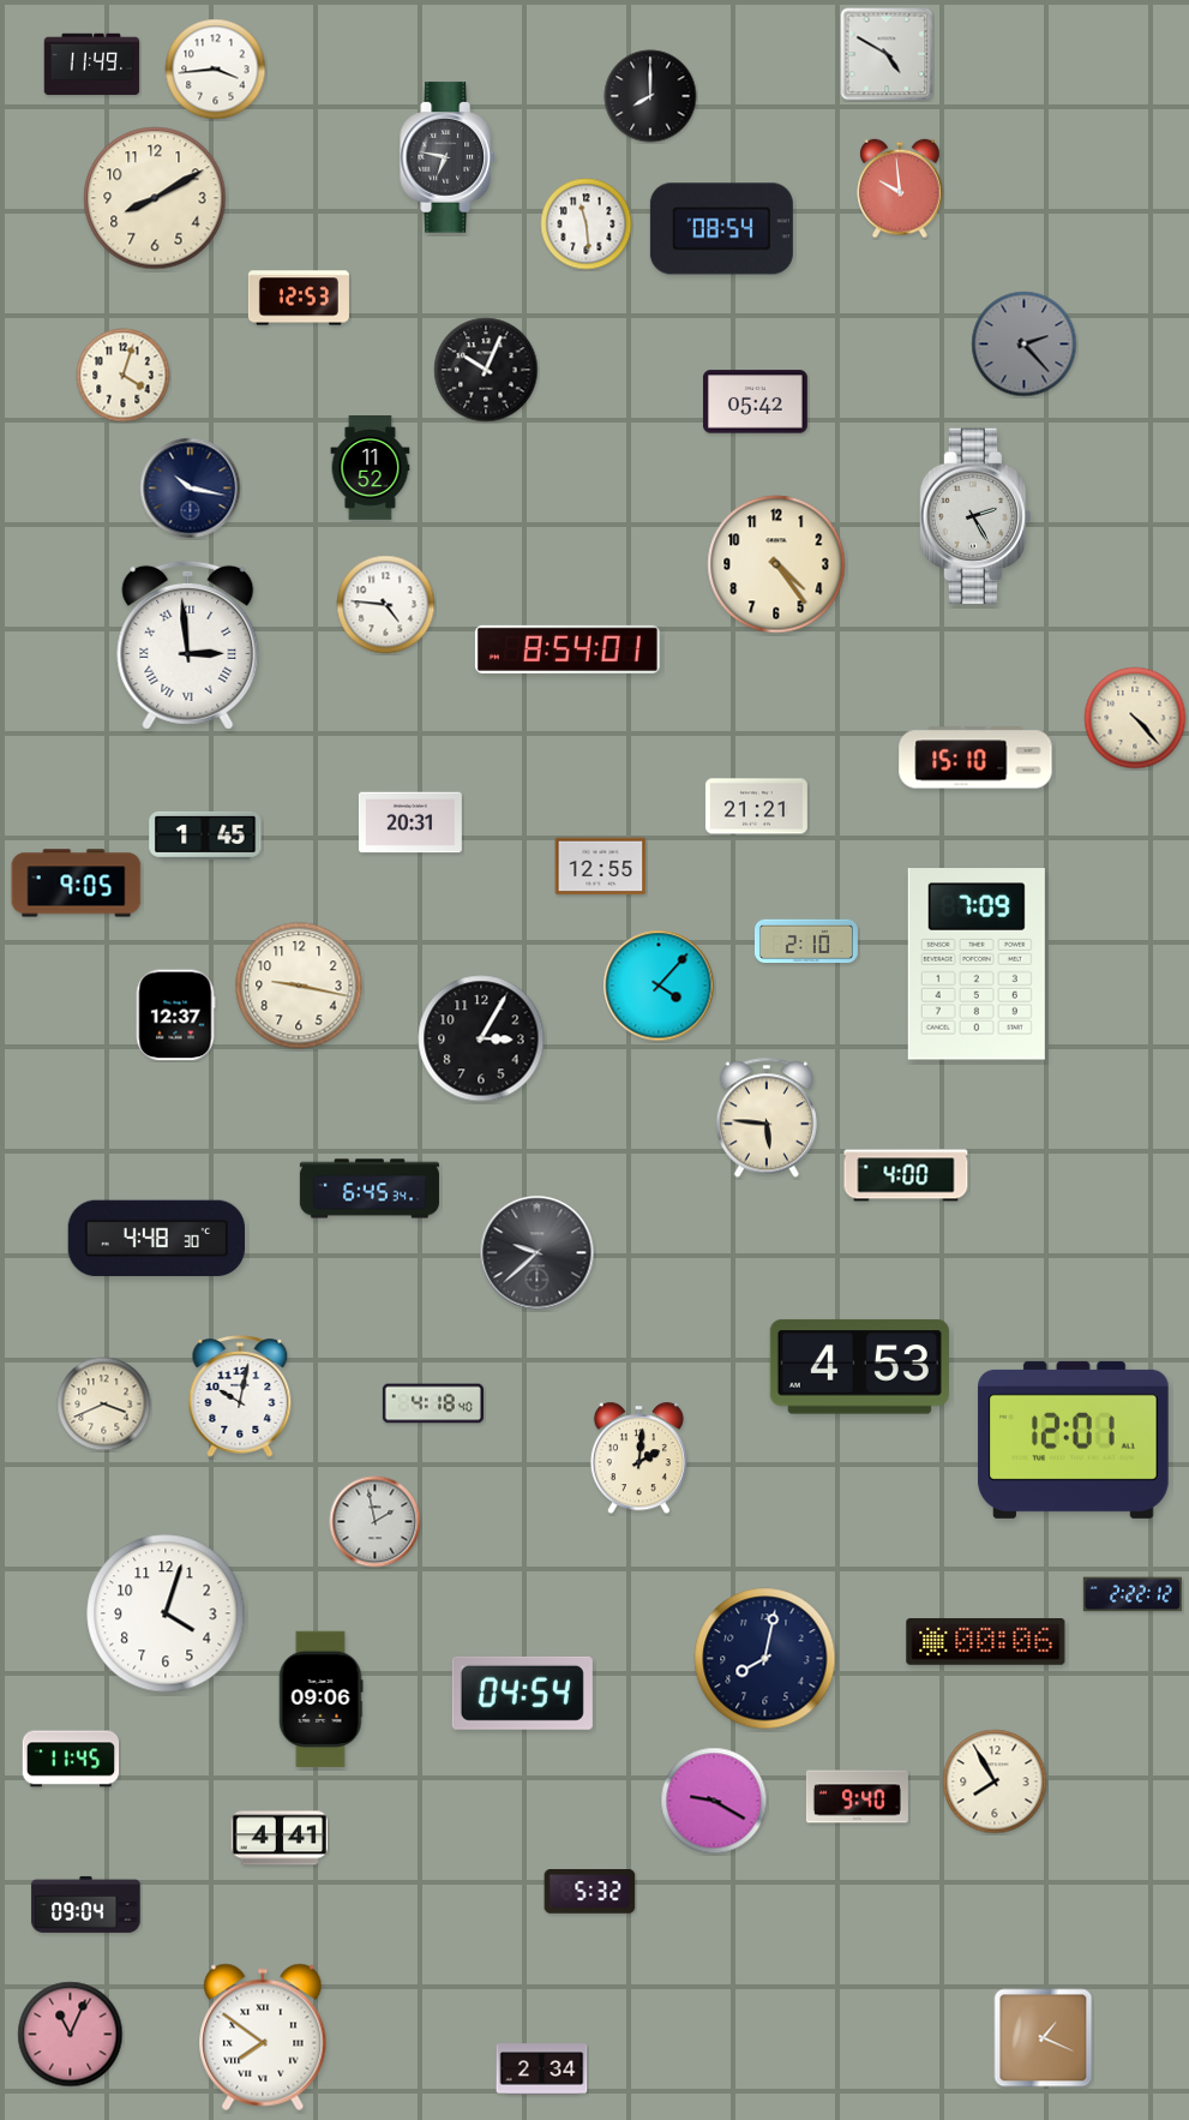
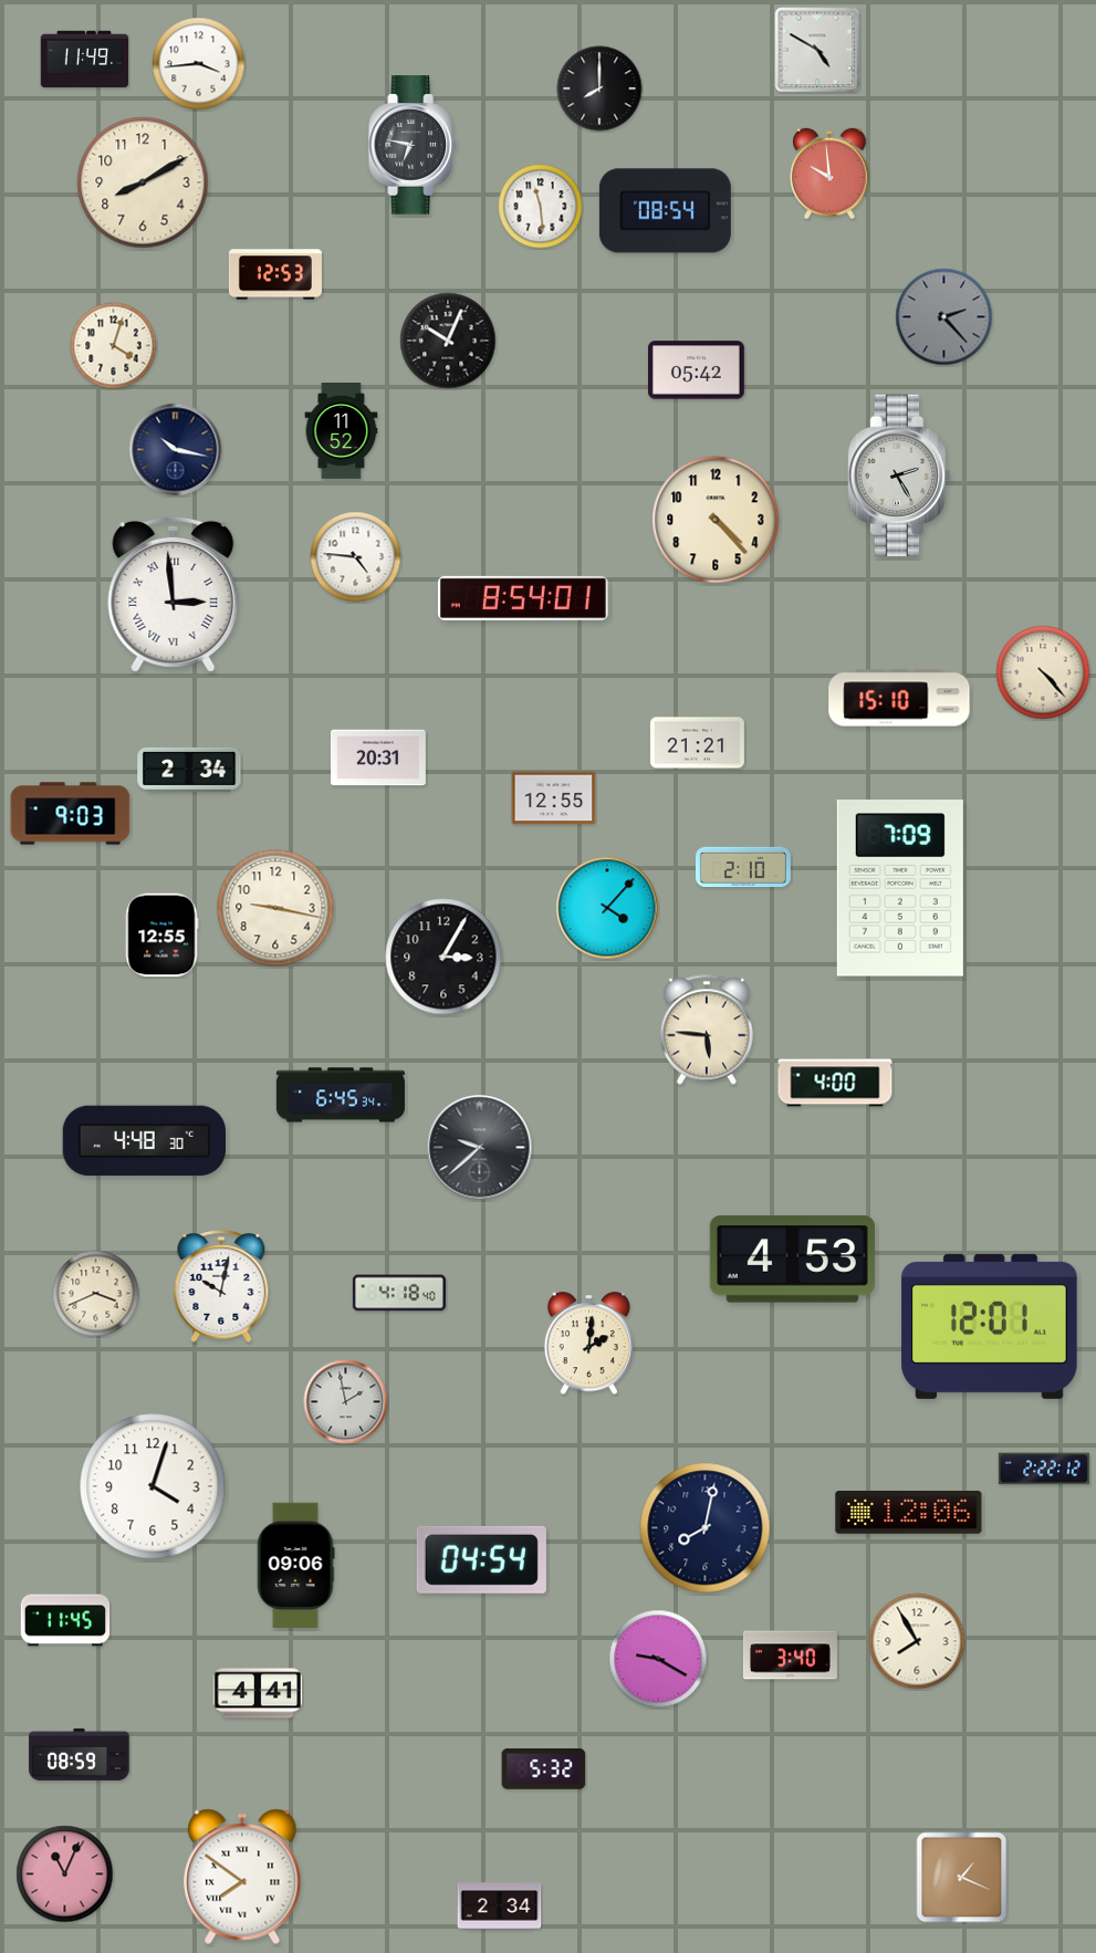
clock at (776, 564): 4:24 -> 4:23
clock at (1135, 718) position: (1135, 718) -> (1043, 672)
clock at (205, 836): 1:45 -> 2:34
clock at (77, 884): 9:05 -> 9:03
clock at (175, 1016): 12:37 -> 12:55
clock at (538, 1253) position: (538, 1253) -> (480, 1148)
clock at (986, 1642): 00:06 -> 12:06
clock at (857, 1797): 9:40 -> 3:40
clock at (590, 1892) position: (590, 1892) -> (544, 1769)
clock at (86, 1904): 09:04 -> 08:59
